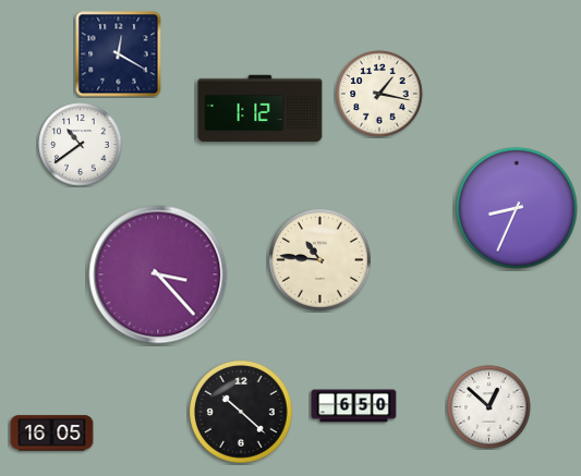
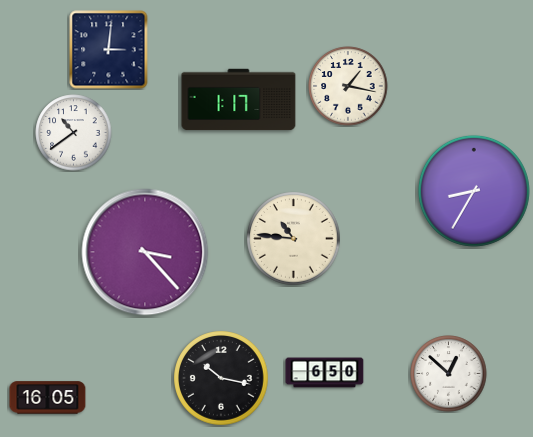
clock at (119, 54): 12:20 -> 3:01
clock at (261, 109): 1:12 -> 1:17
clock at (517, 208): 8:34 -> 8:35
clock at (241, 412): 10:22 -> 10:17
